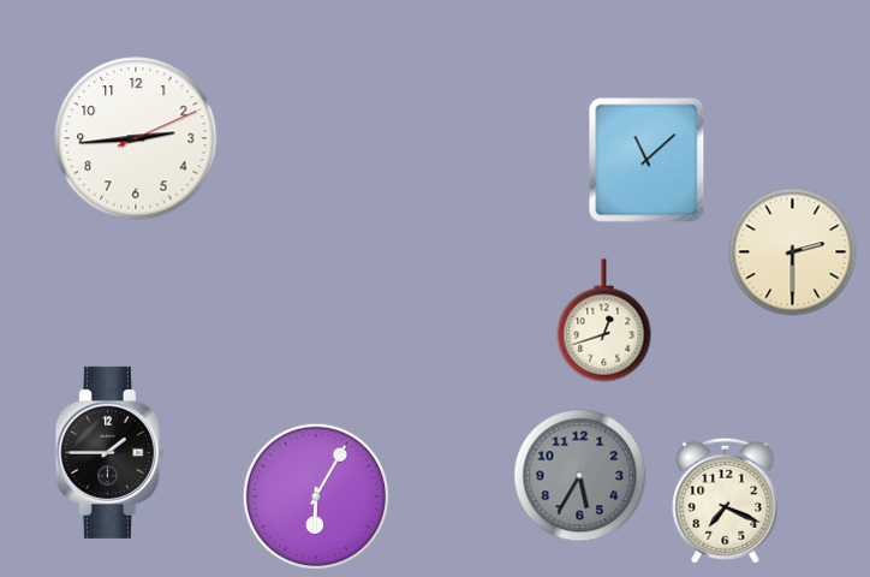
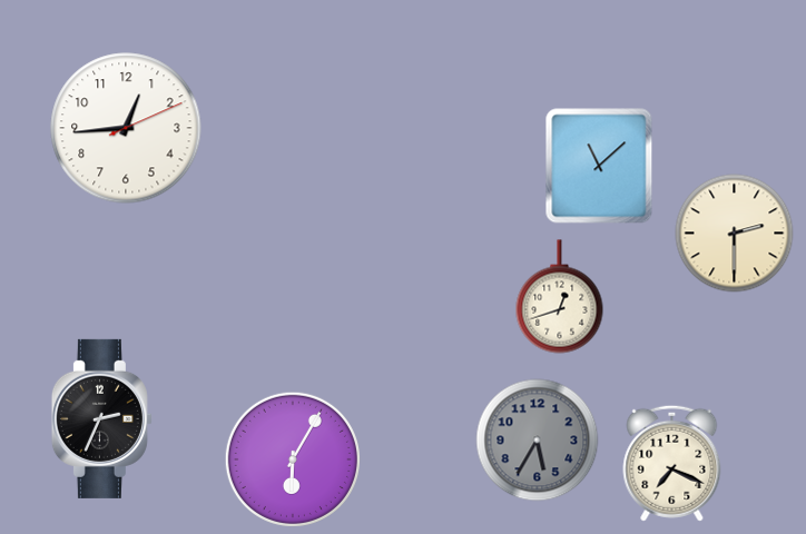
clock at (136, 138): 2:44 -> 12:44
clock at (646, 160) position: (646, 160) -> (599, 166)
clock at (109, 452): 1:45 -> 2:34
